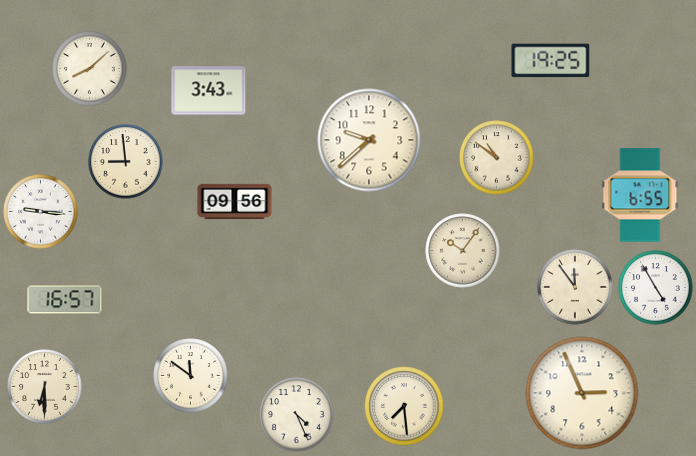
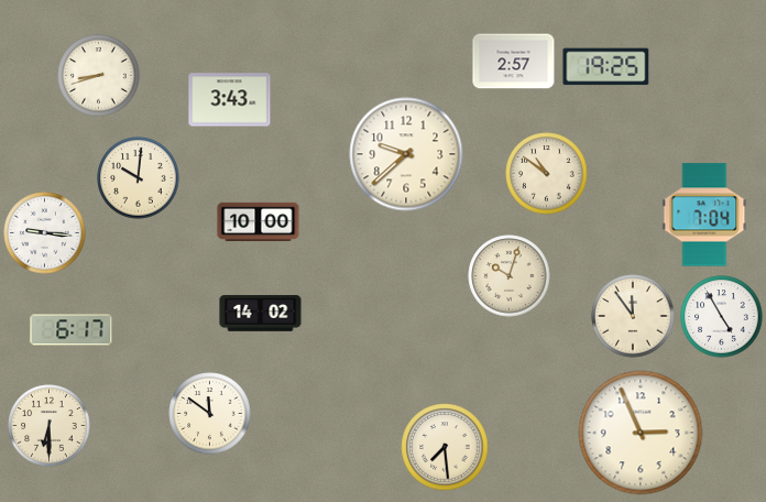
clock at (514, 62): none -> 2:57
clock at (90, 69): 8:08 -> 8:42
clock at (126, 162): 8:59 -> 10:01
clock at (640, 195): 6:55 -> 7:04
clock at (235, 202): 09:56 -> 10:00
clock at (463, 251): 10:06 -> 10:03
clock at (261, 314): none -> 14:02
clock at (65, 300): 16:57 -> 6:17
clock at (297, 415): 4:26 -> none
